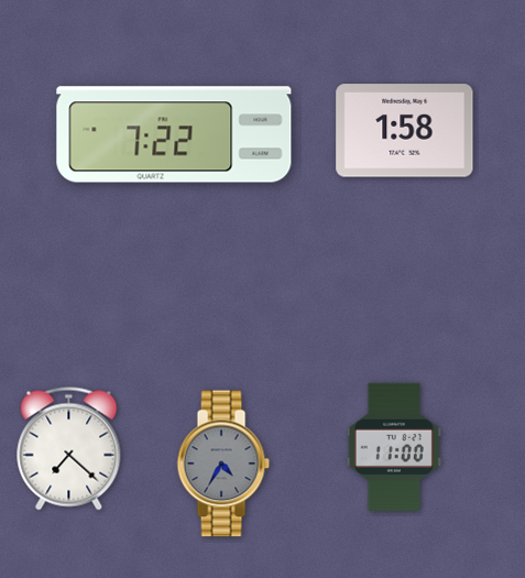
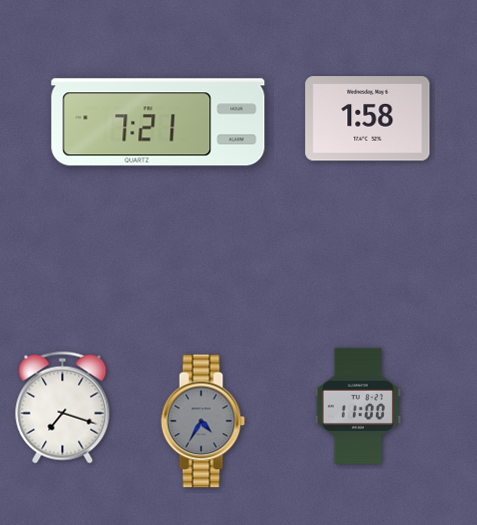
clock at (174, 134): 7:22 -> 7:21
clock at (69, 449): 7:22 -> 7:18
